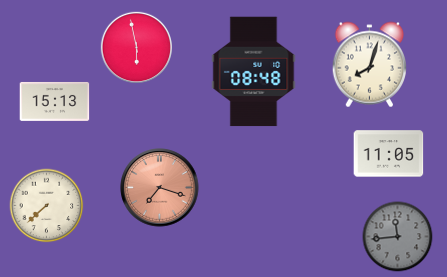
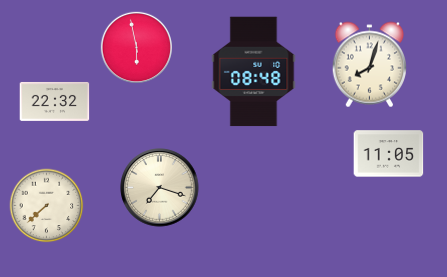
clock at (55, 101): 15:13 -> 22:32
clock at (160, 188) dial: salmon -> cream
clock at (398, 237): 11:44 -> none
